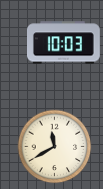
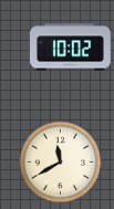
clock at (64, 43): 10:03 -> 10:02
